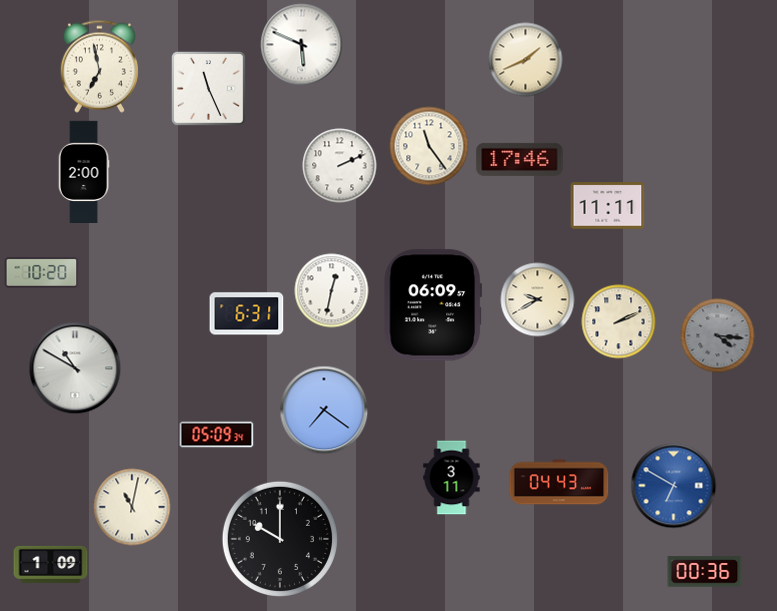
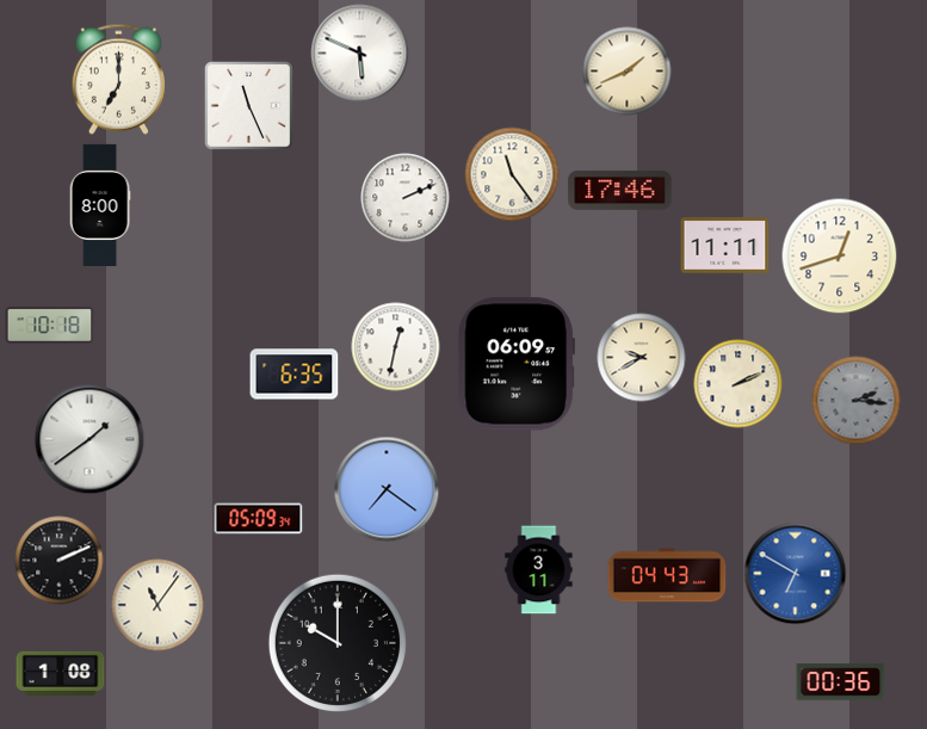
clock at (99, 66): 6:58 -> 7:00
clock at (84, 171): 2:00 -> 8:00
clock at (840, 257): none -> 12:42
clock at (42, 273): 10:20 -> 10:18
clock at (247, 314): 6:31 -> 6:35
clock at (718, 336): 4:16 -> 2:16
clock at (75, 368): 10:50 -> 1:39
clock at (60, 561): none -> 2:11
clock at (674, 486) position: (674, 486) -> (796, 574)
clock at (132, 507): 11:02 -> 11:06
clock at (280, 539) position: (280, 539) -> (338, 643)
clock at (51, 564): 1:09 -> 1:08
